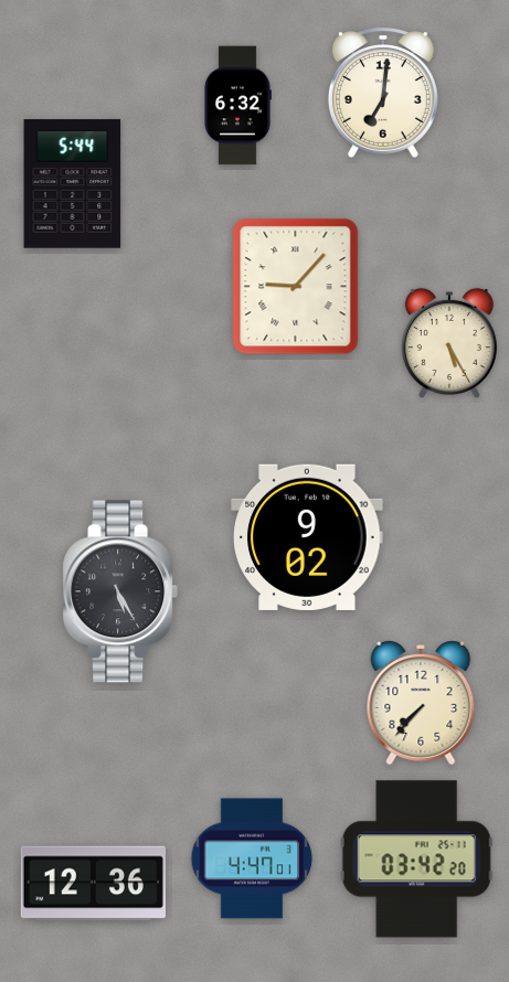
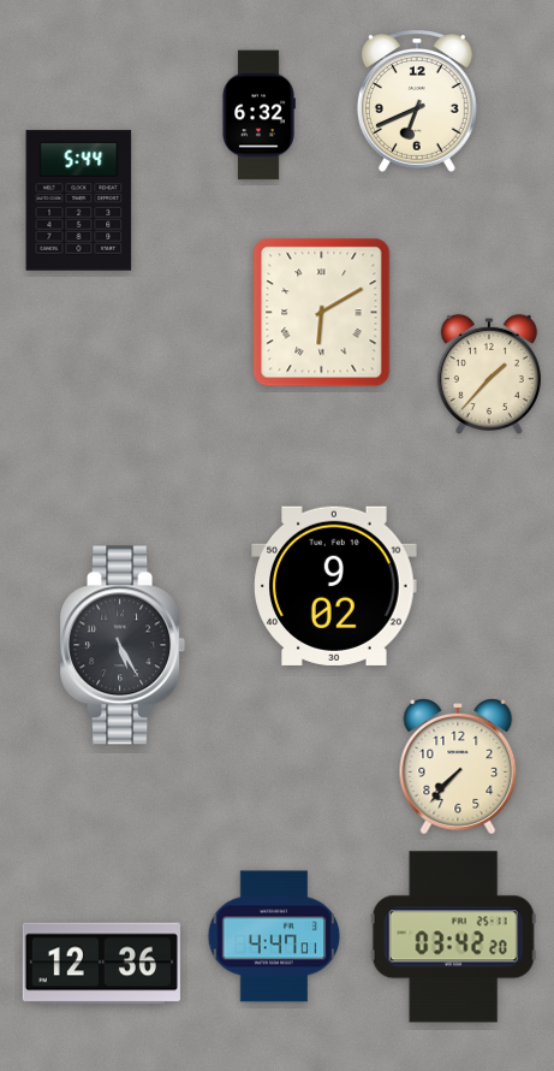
clock at (383, 93): 7:01 -> 6:41
clock at (296, 287): 9:07 -> 6:10
clock at (449, 343): 5:25 -> 1:37
clock at (120, 591) position: (120, 591) -> (123, 645)
